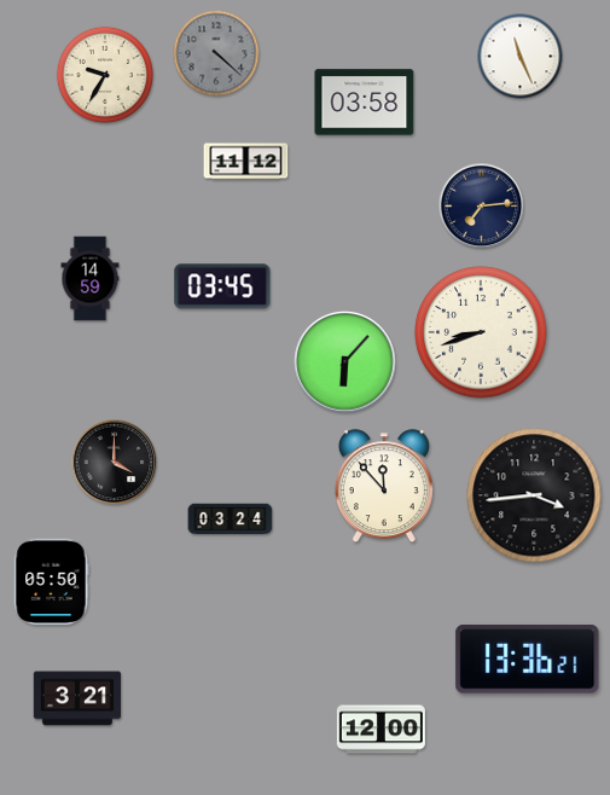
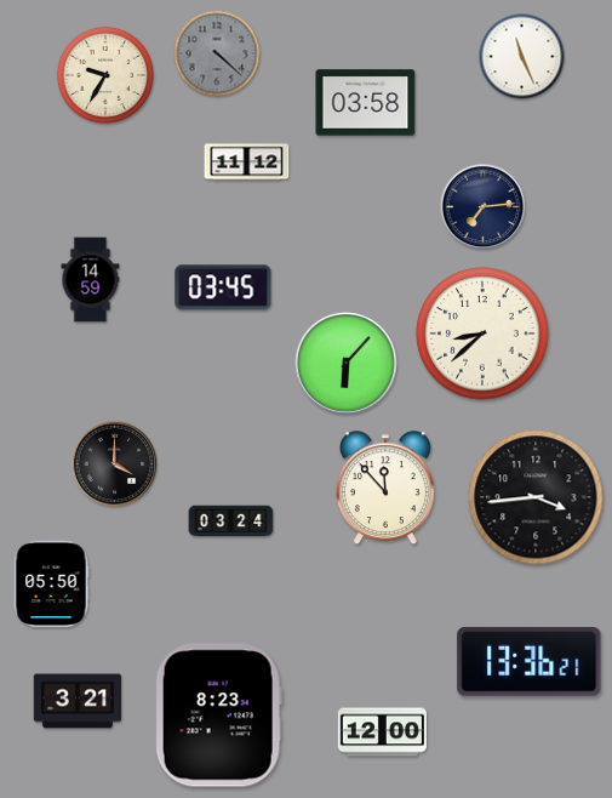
clock at (481, 332): 8:42 -> 8:38
clock at (218, 716): none -> 8:23
